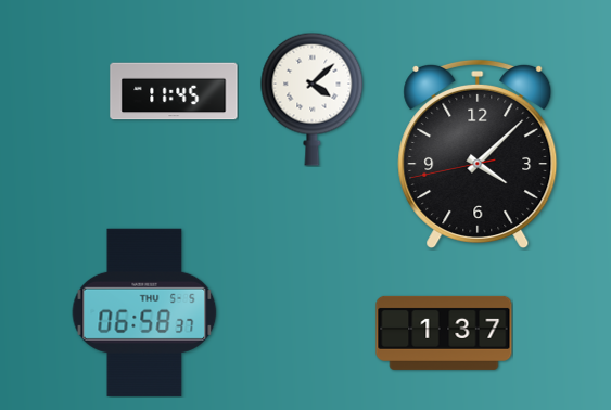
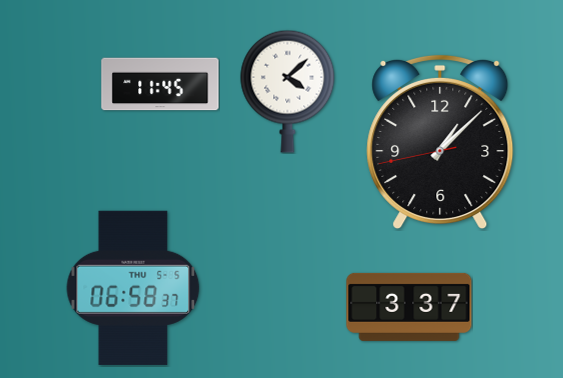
clock at (478, 153): 4:07 -> 1:07
clock at (444, 333): 1:37 -> 3:37
